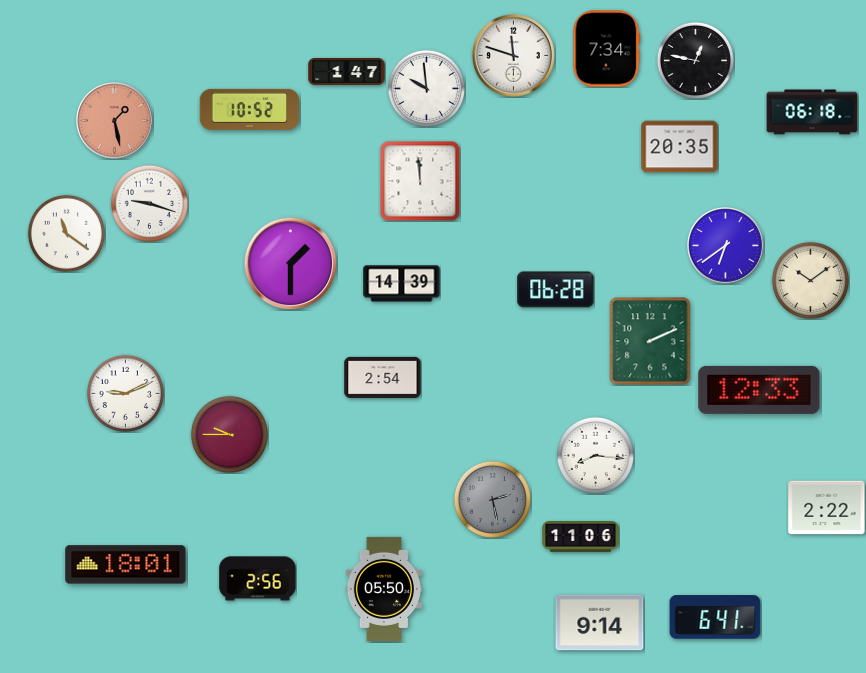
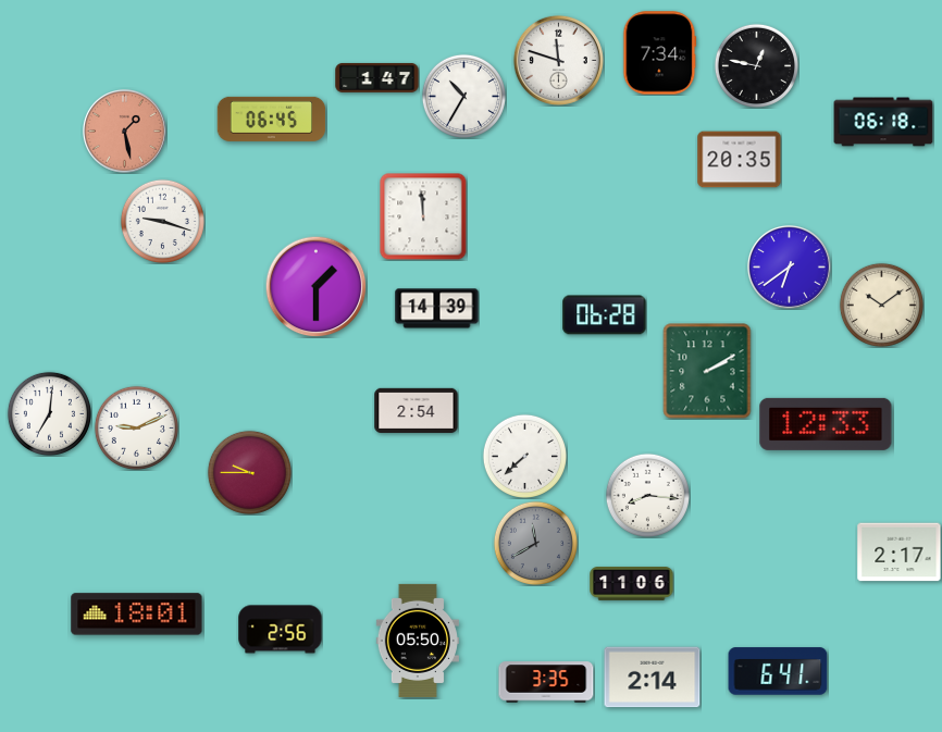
clock at (426, 88): 9:59 -> 10:35
clock at (250, 109): 10:52 -> 06:45
clock at (420, 181) position: (420, 181) -> (423, 216)
clock at (66, 233): 11:21 -> none
clock at (650, 341): 2:11 -> 2:10
clock at (49, 413): none -> 7:01
clock at (524, 456): none -> 7:38
clock at (492, 499): 2:28 -> 11:40
clock at (827, 508): 2:22 -> 2:17
clock at (600, 623): 9:14 -> 2:14
clock at (546, 682): none -> 3:35
